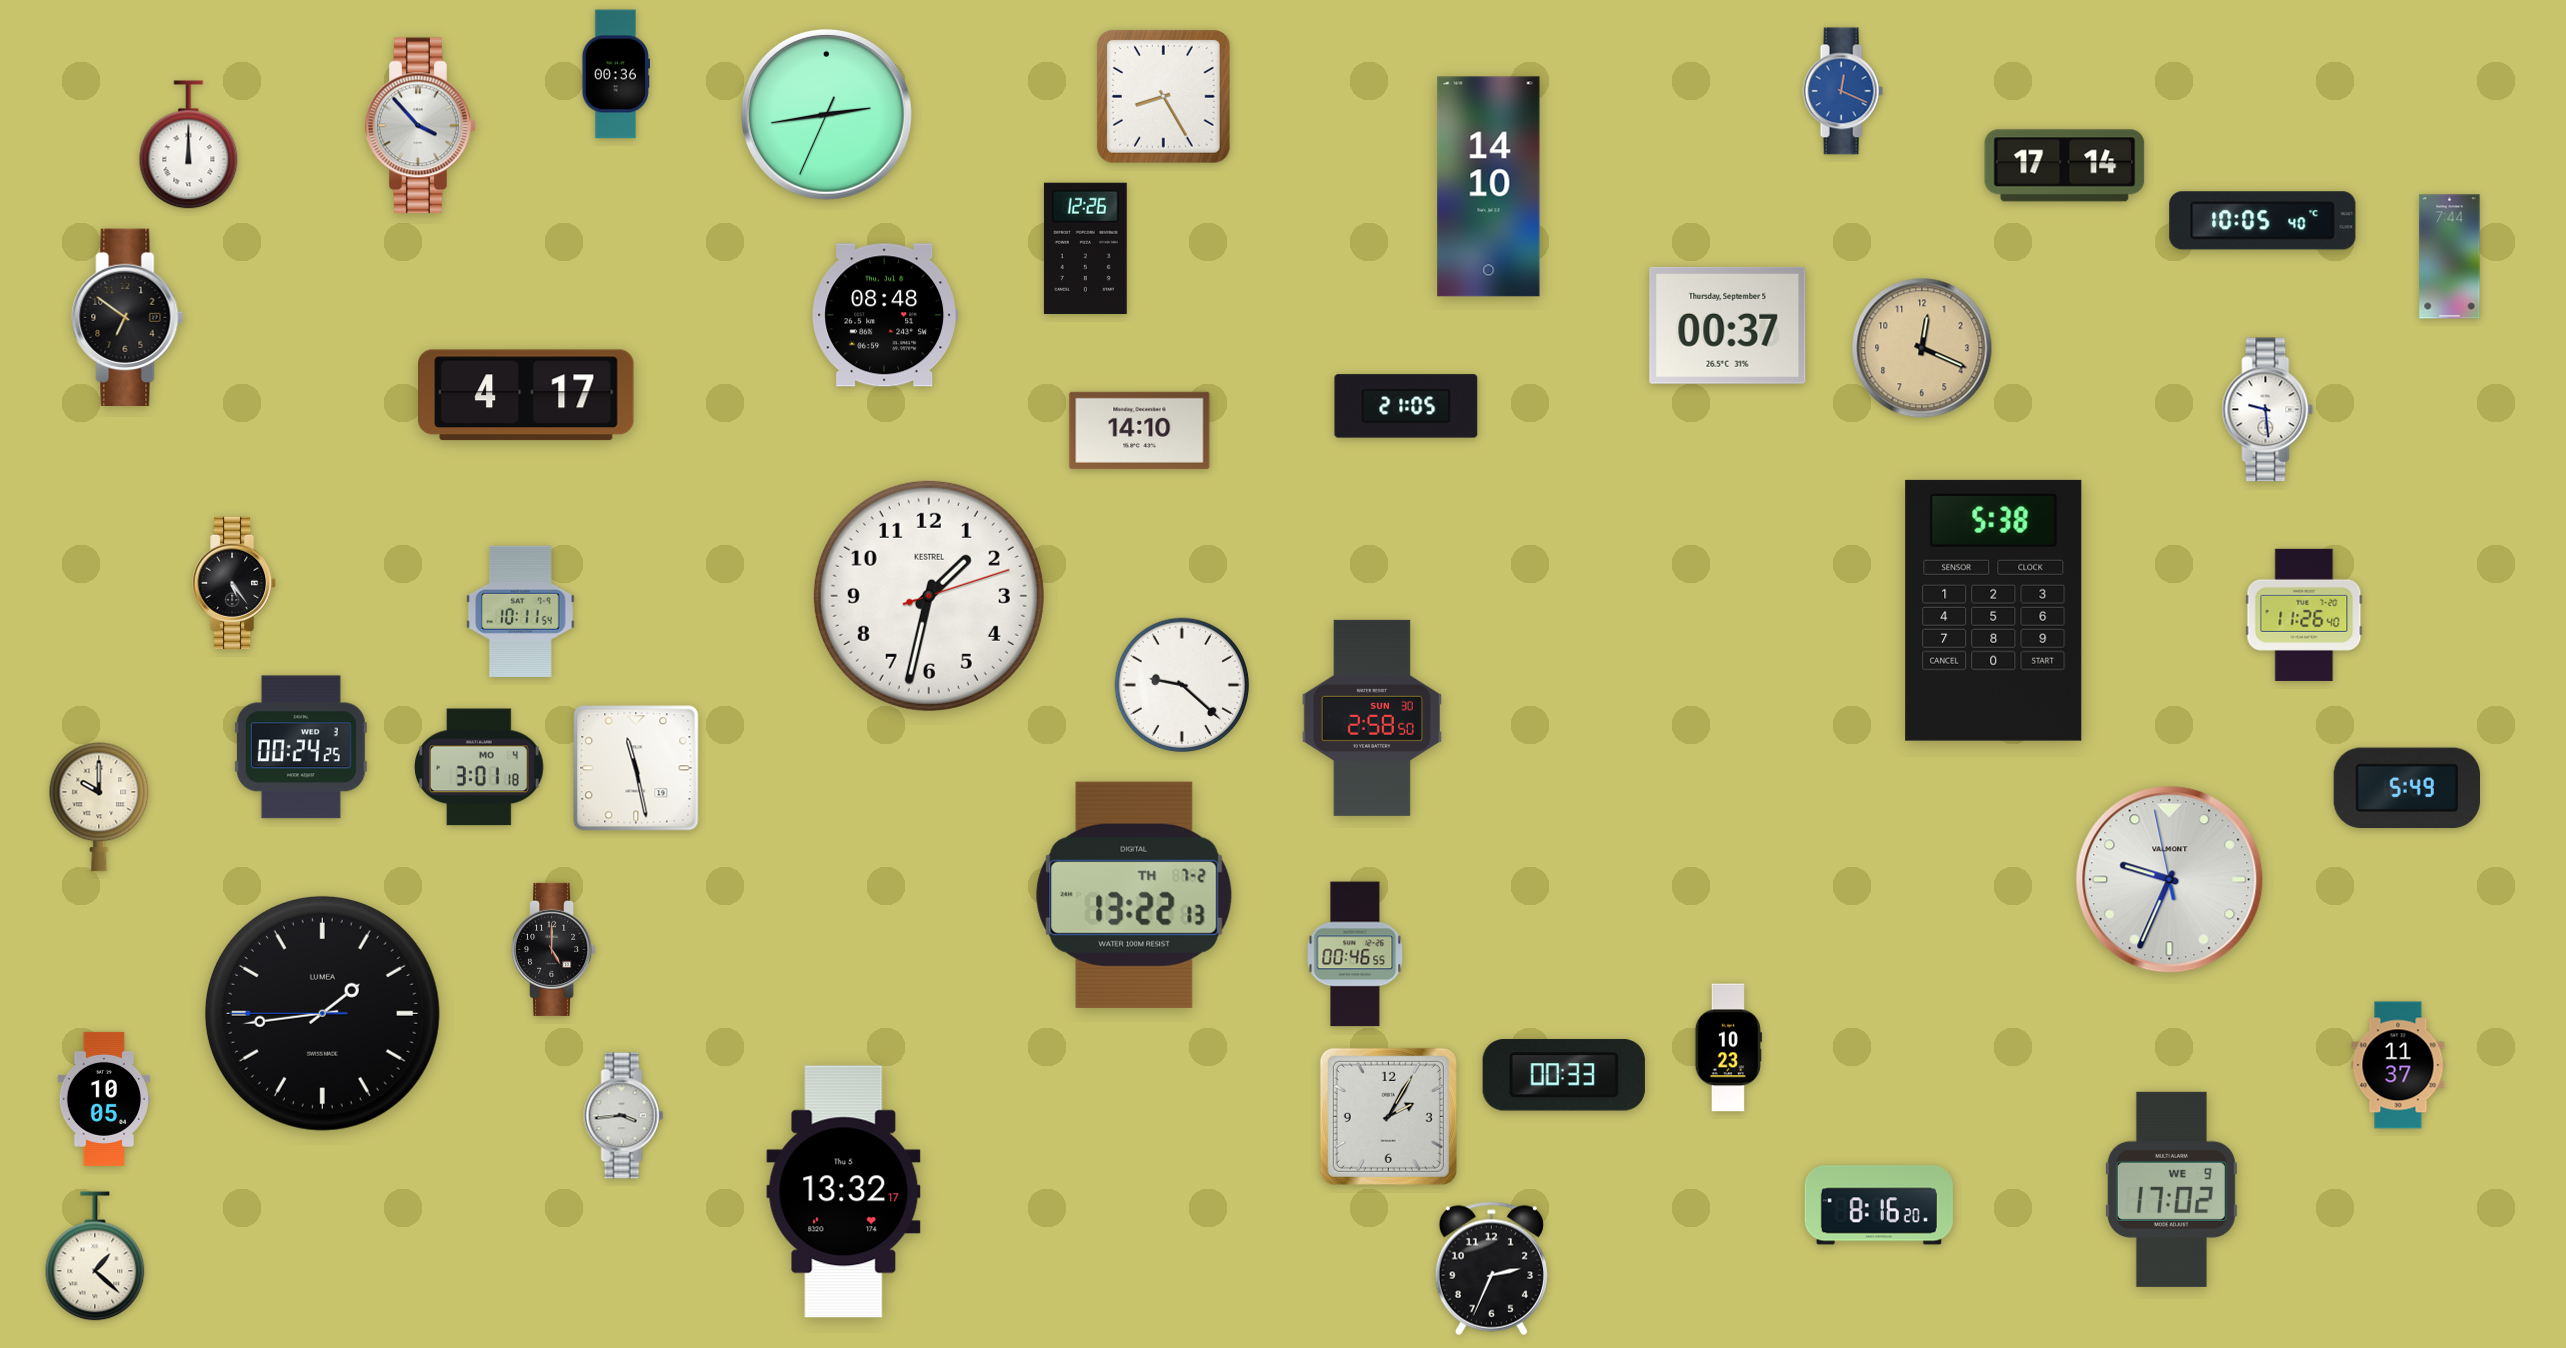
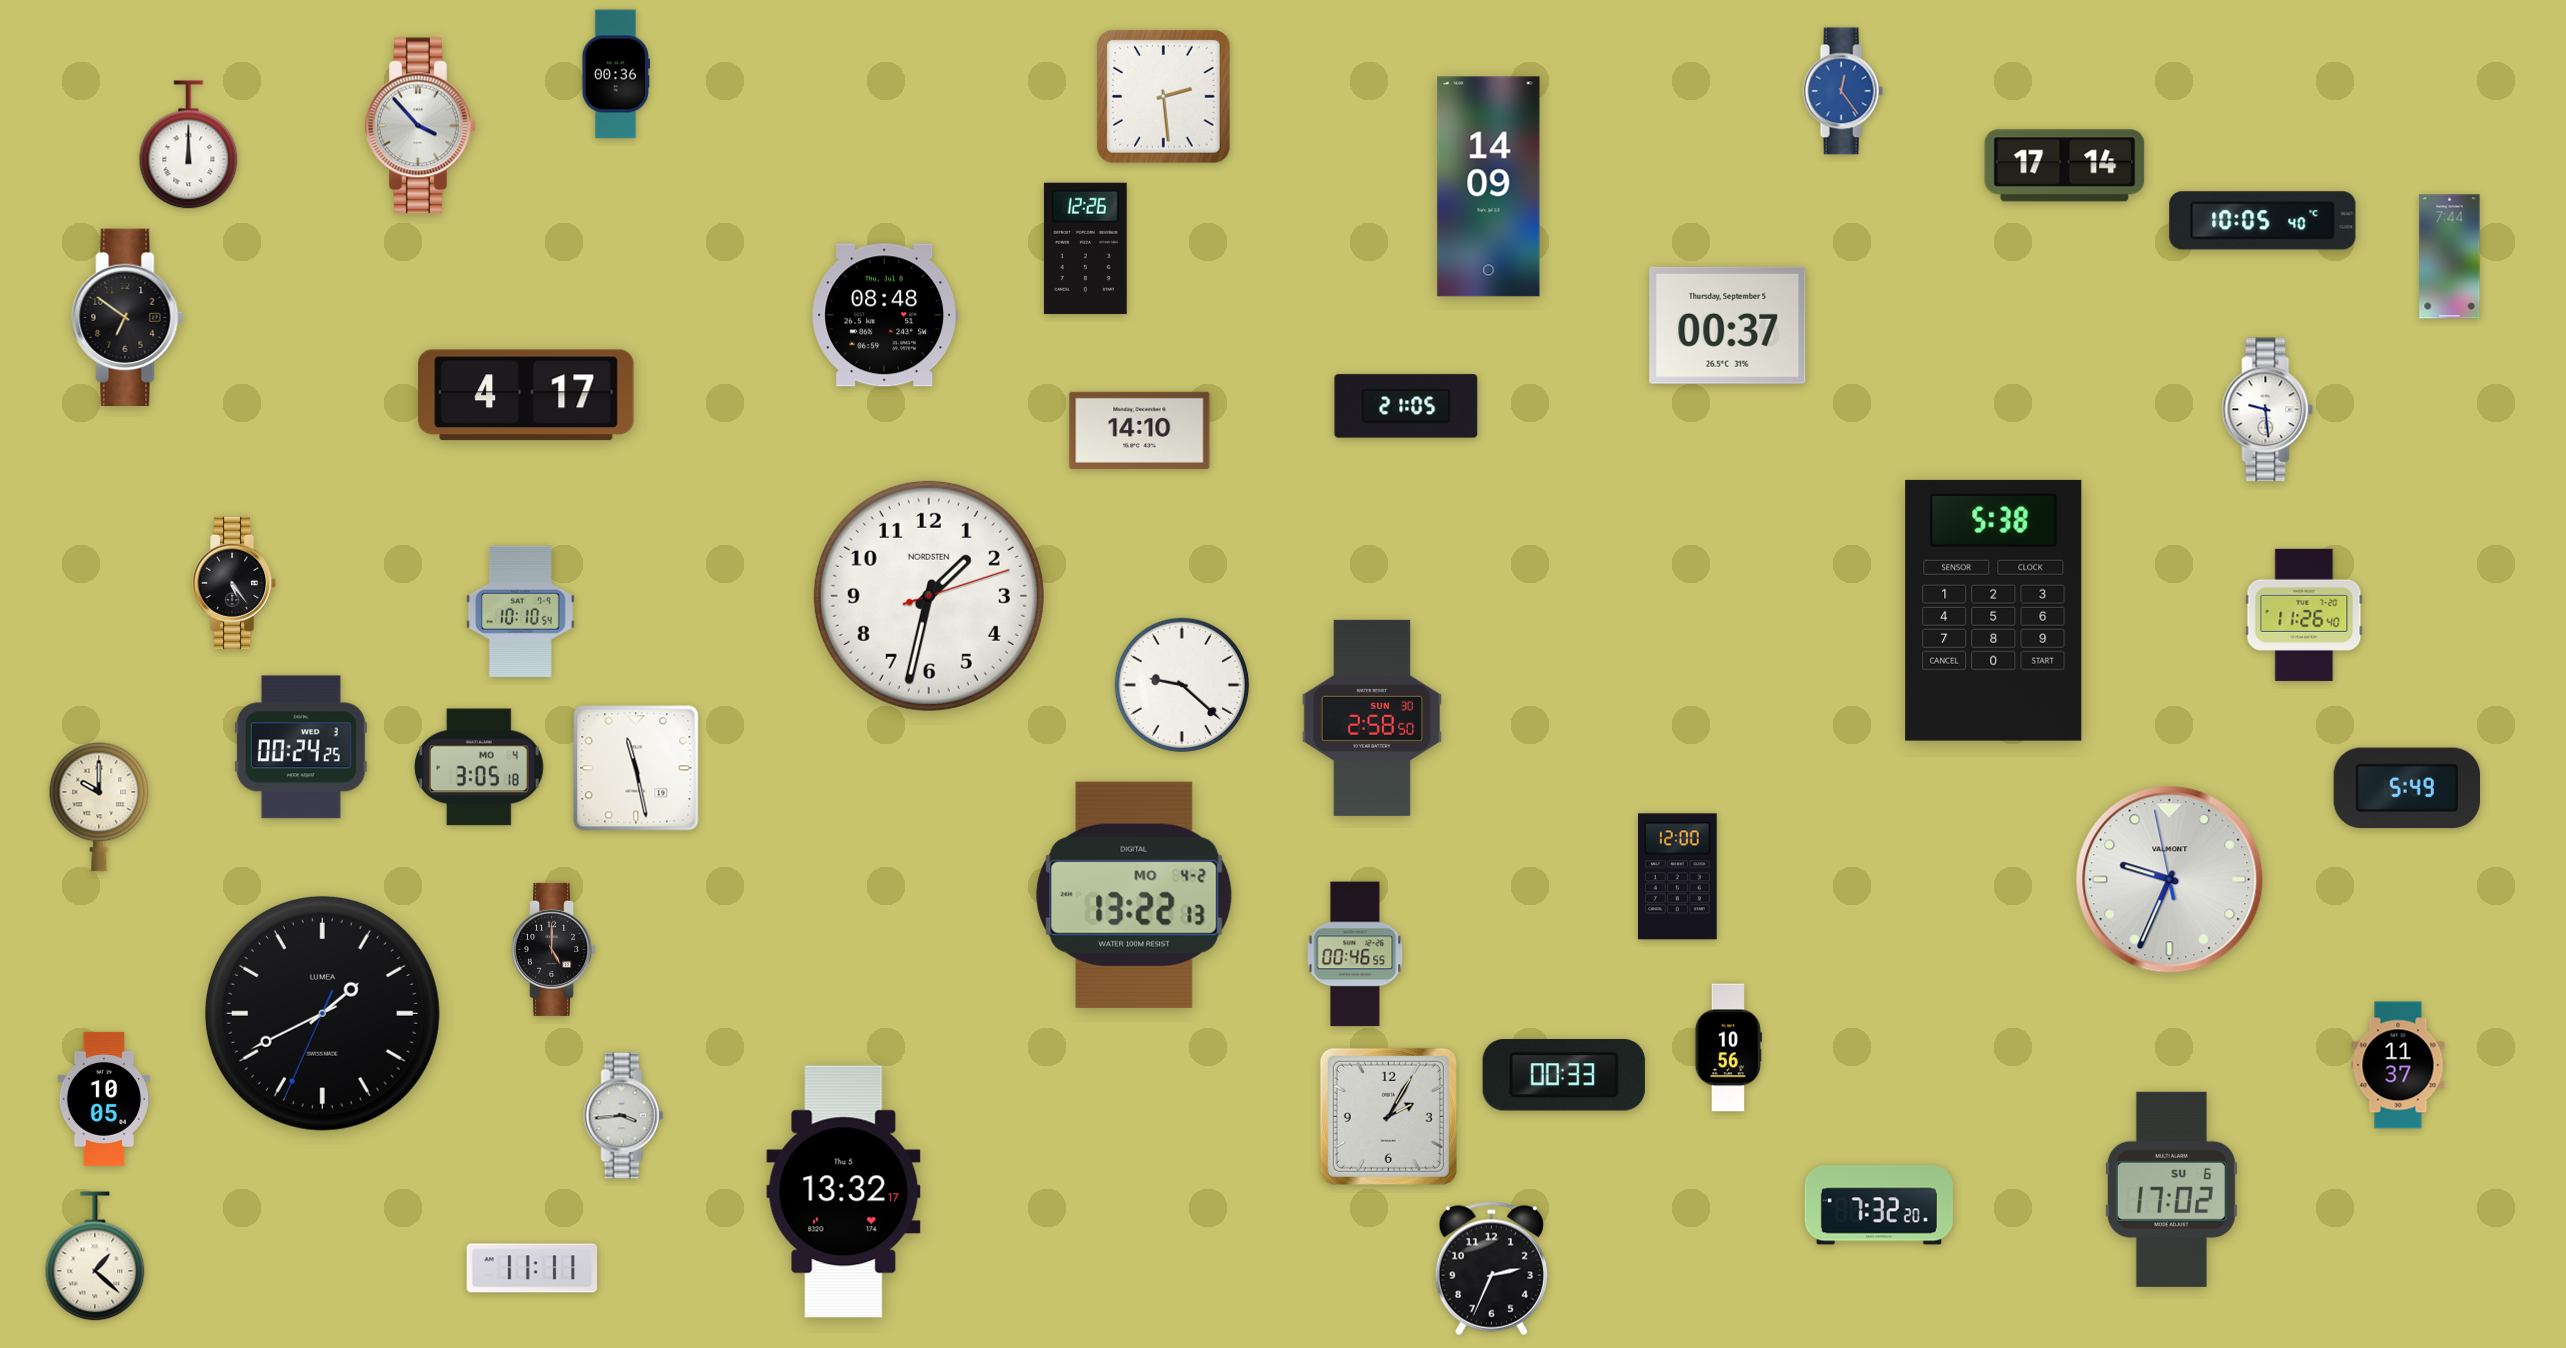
clock at (1843, 91): 12:19 -> 12:24
clock at (1163, 96): 8:25 -> 2:29
clock at (826, 114): 2:43 -> none
clock at (1489, 187): 14:10 -> 14:09
clock at (1922, 348): 12:19 -> none
clock at (929, 596) brand: KESTREL -> NORDSTEN
clock at (520, 611): 10:11 -> 10:10
clock at (479, 767): 3:01 -> 3:05
clock at (1678, 877): none -> 12:00
clock at (1134, 895) date: TH 7-2 -> MO 4-2
clock at (322, 1013): 1:43 -> 1:40
clock at (1728, 1048): 10:23 -> 10:56
clock at (2171, 1189) date: WE 9 -> SU 6
clock at (1879, 1205): 8:16 -> 7:32
clock at (532, 1268): none -> 11:11
